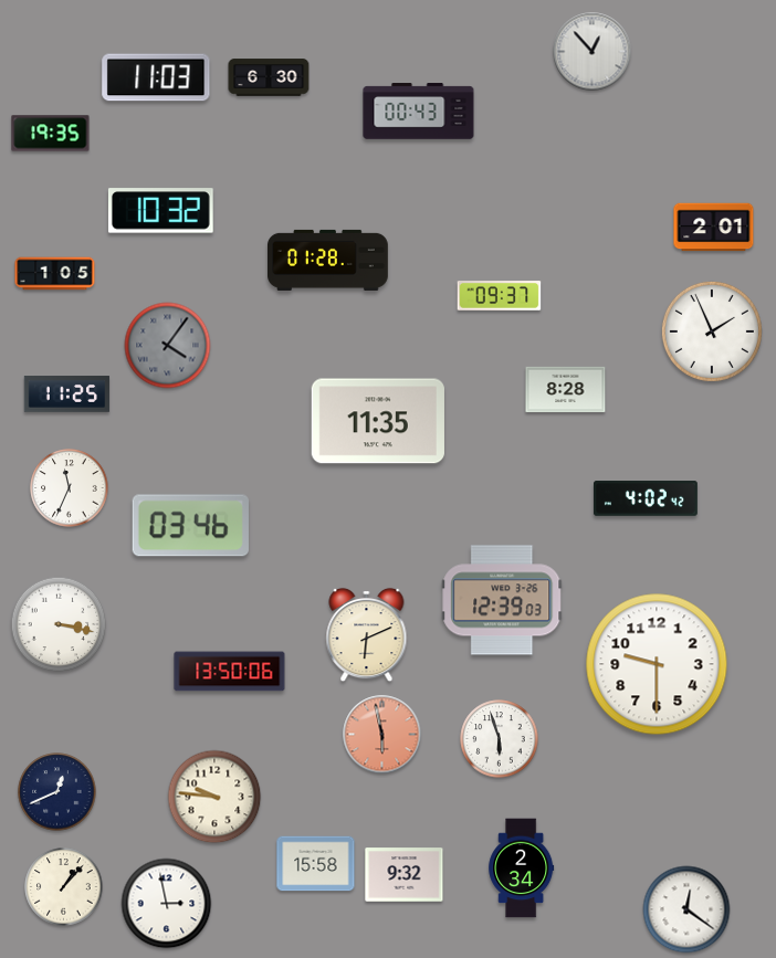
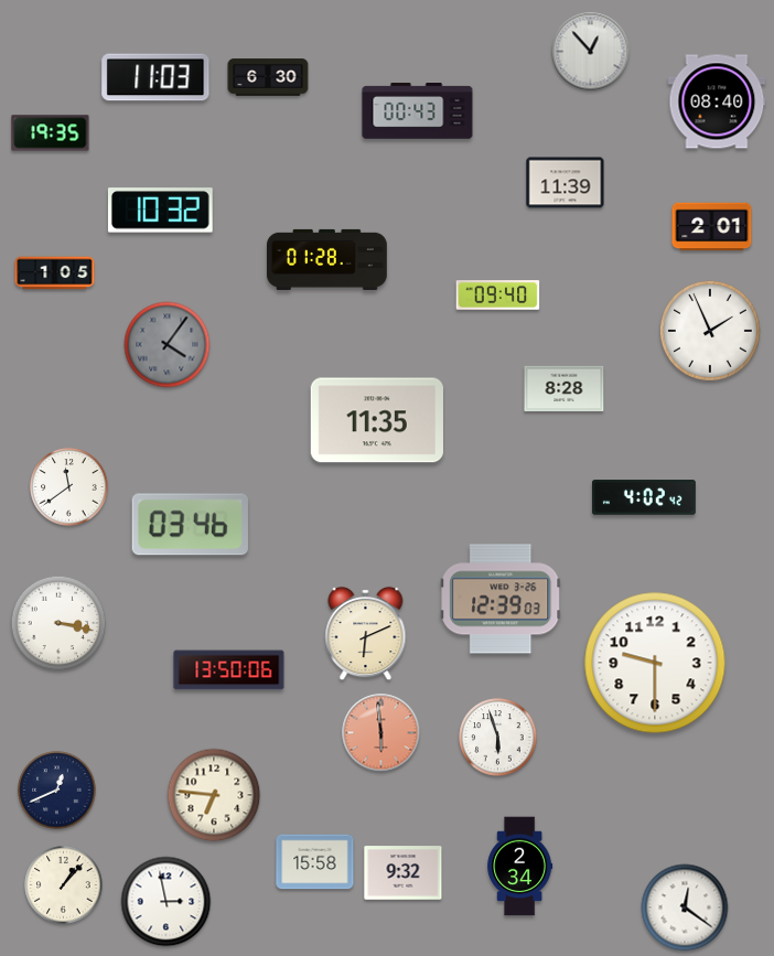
clock at (717, 101): none -> 08:40
clock at (566, 183): none -> 11:39
clock at (500, 296): 09:37 -> 09:40
clock at (67, 394): 11:25 -> none
clock at (70, 488): 11:34 -> 11:39
clock at (382, 735): 5:58 -> 5:59
clock at (214, 797): 9:46 -> 6:46
